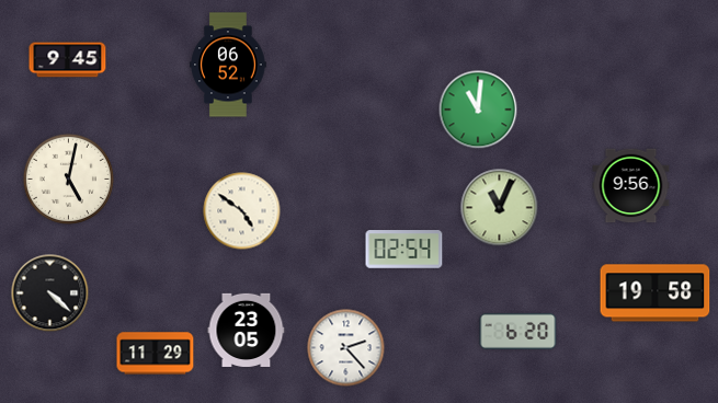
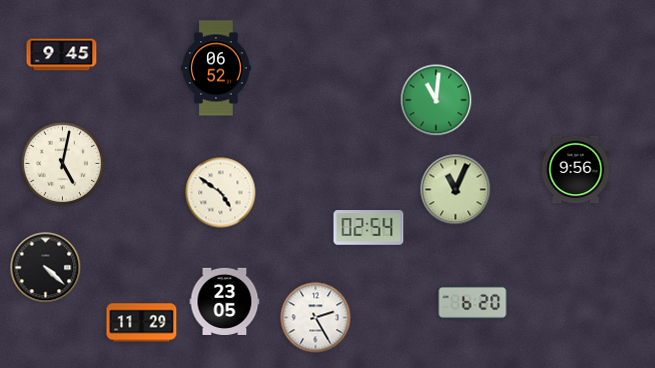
clock at (228, 65) position: (228, 65) -> (216, 68)
clock at (656, 293): 19:58 -> none
clock at (346, 348): 2:23 -> 2:25
